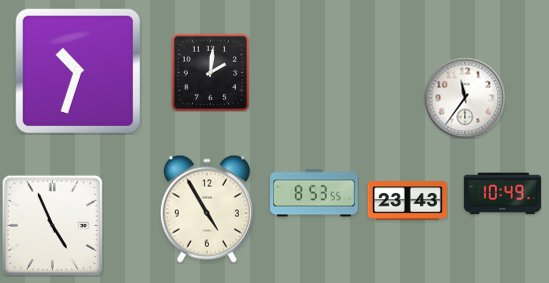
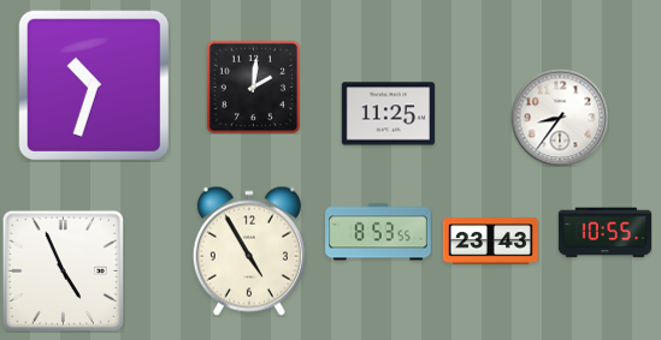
clock at (388, 114): none -> 11:25
clock at (465, 98): 11:36 -> 8:36
clock at (502, 194): 10:49 -> 10:55
